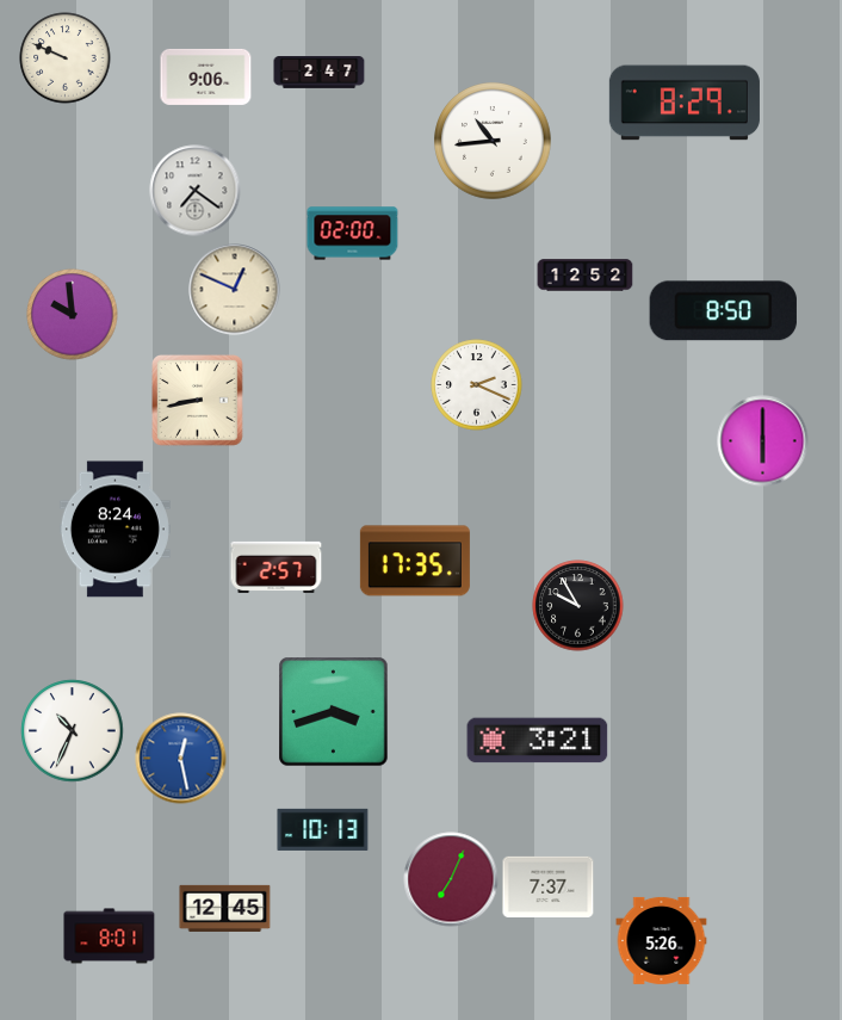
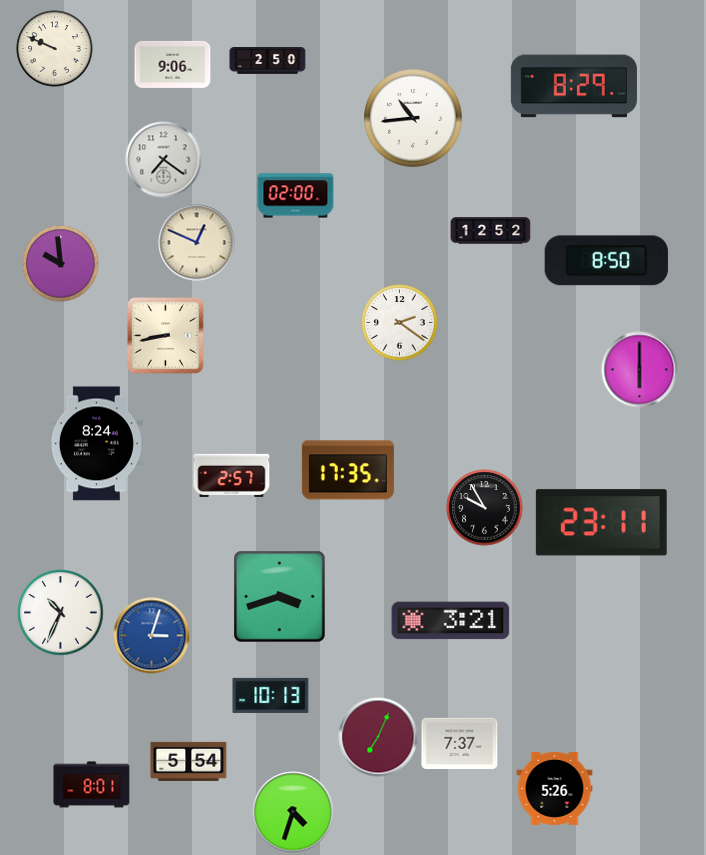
clock at (320, 73): 2:47 -> 2:50
clock at (477, 385): 2:19 -> 2:21
clock at (601, 523): none -> 23:11
clock at (181, 759): 12:28 -> 3:03
clock at (225, 908): 12:45 -> 5:54
clock at (293, 812): none -> 4:33
